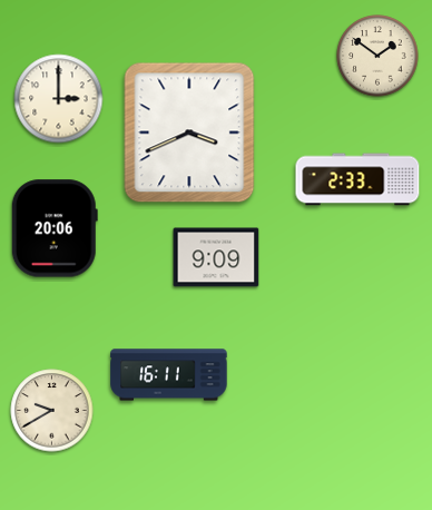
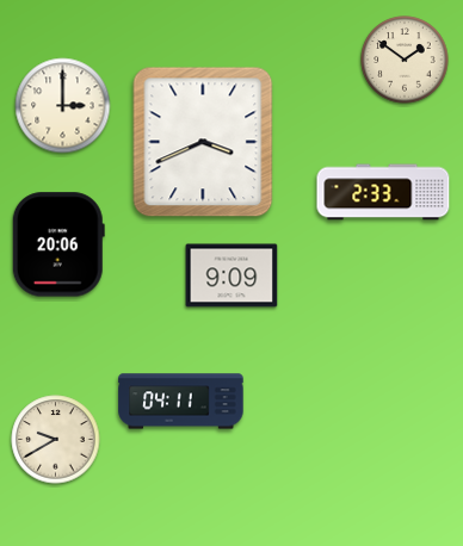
clock at (169, 375): 16:11 -> 04:11
